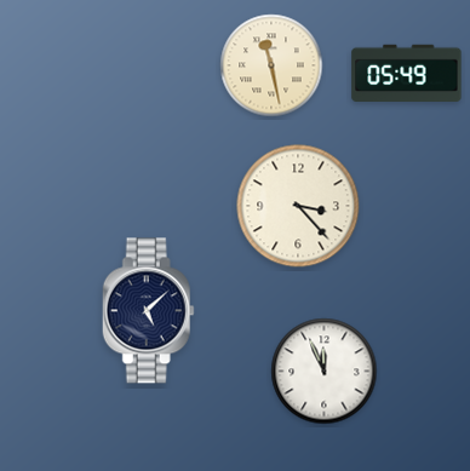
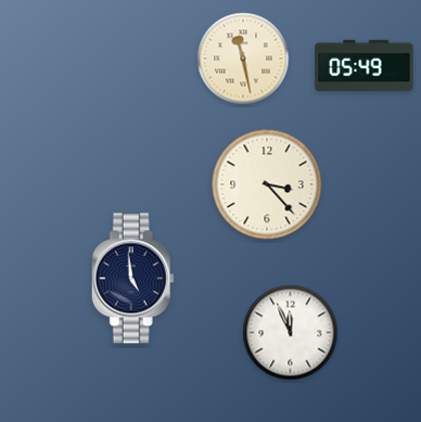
clock at (148, 311): 5:08 -> 4:59
